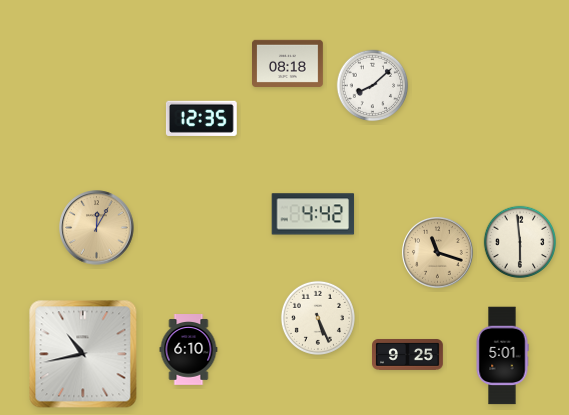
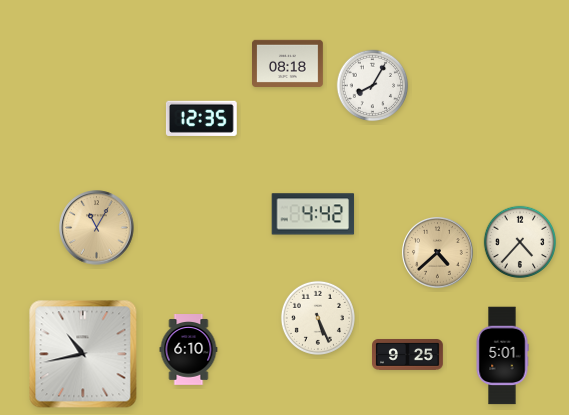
clock at (373, 86): 8:08 -> 8:05
clock at (97, 228): 12:05 -> 11:05
clock at (520, 242): 5:59 -> 4:37
clock at (438, 253): 11:18 -> 4:38
